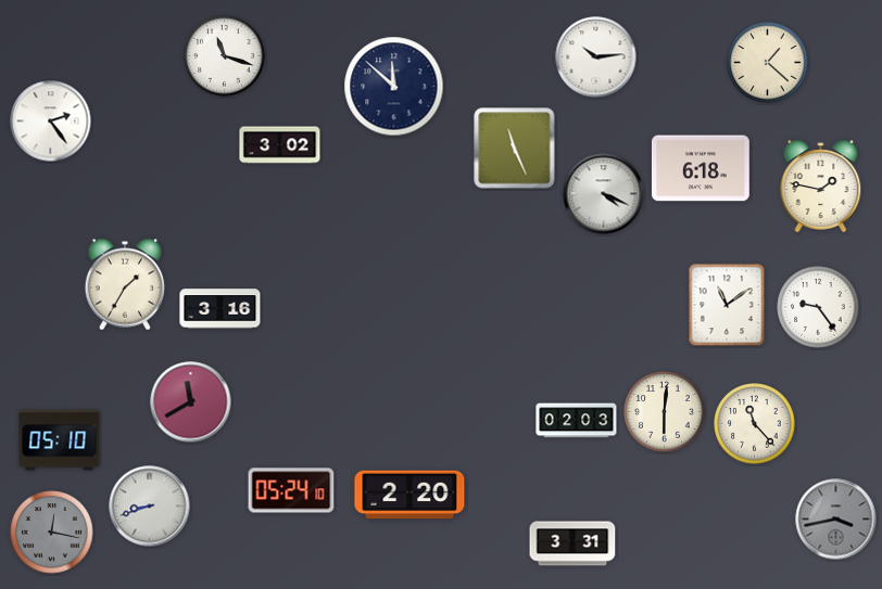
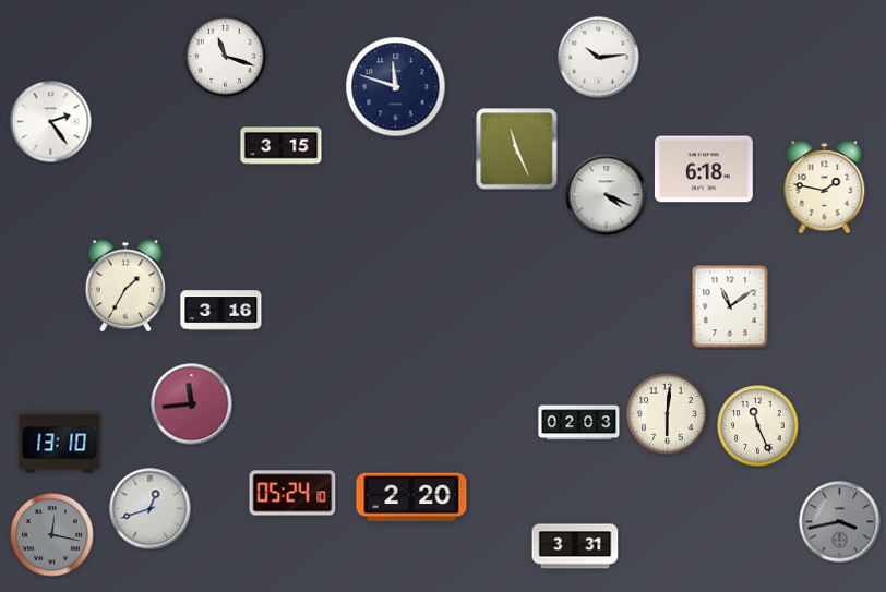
clock at (768, 63): 1:22 -> none
clock at (394, 87): 11:52 -> 11:48
clock at (280, 145): 3:02 -> 3:15
clock at (818, 307): 9:24 -> none
clock at (191, 402): 11:40 -> 11:44
clock at (755, 424): 11:23 -> 11:26
clock at (60, 440): 05:10 -> 13:10
clock at (150, 507): 8:42 -> 12:42
